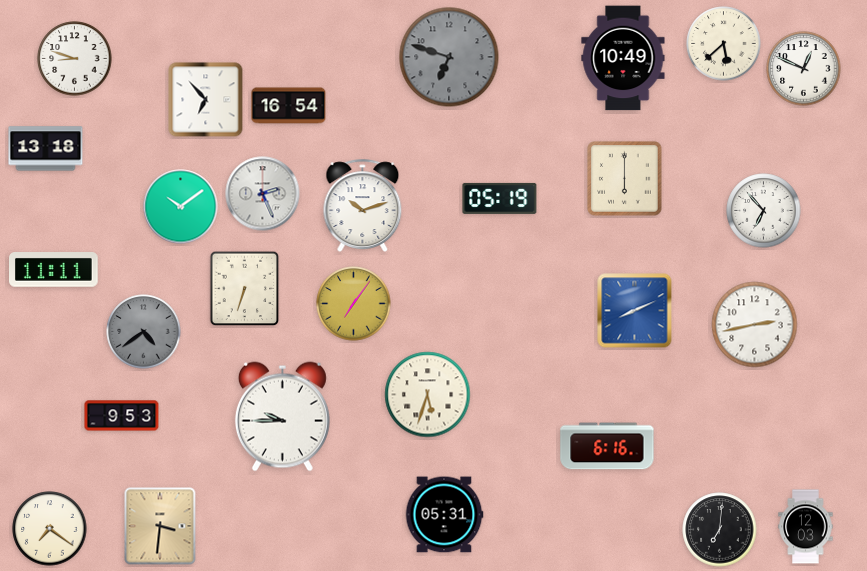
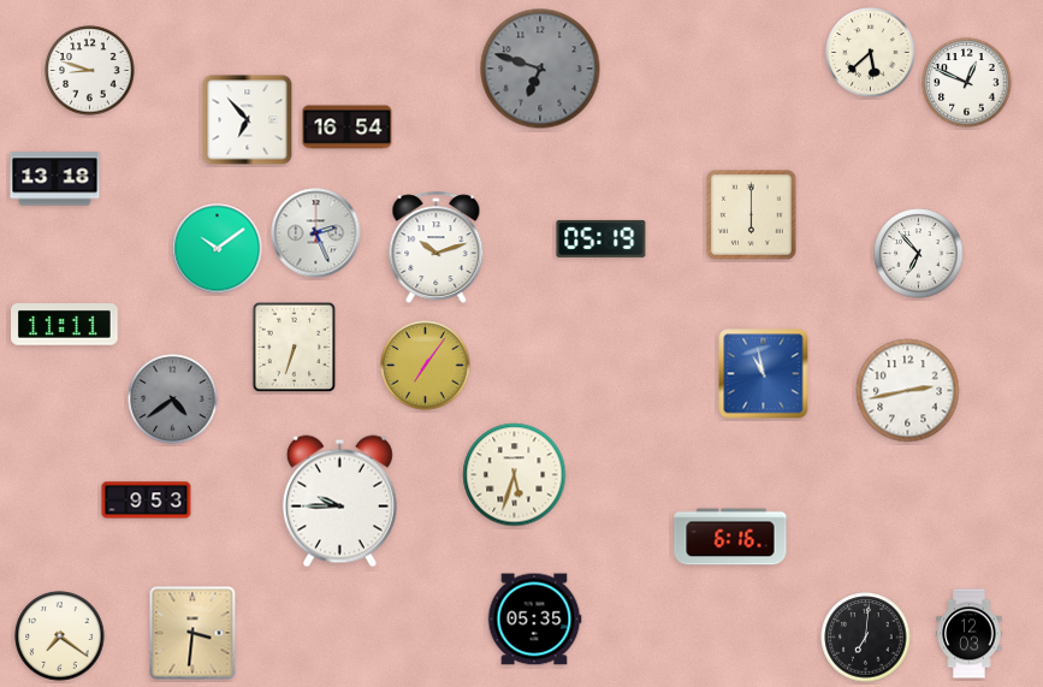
clock at (623, 58): 10:49 -> none
clock at (635, 311): 8:11 -> 10:58
clock at (444, 515): 05:31 -> 05:35
